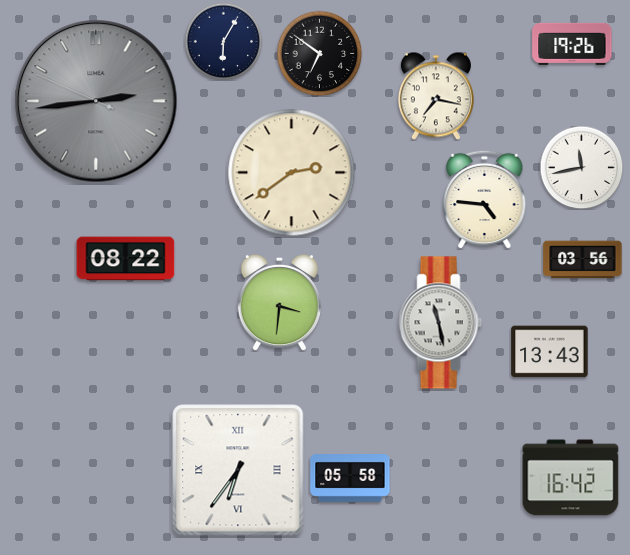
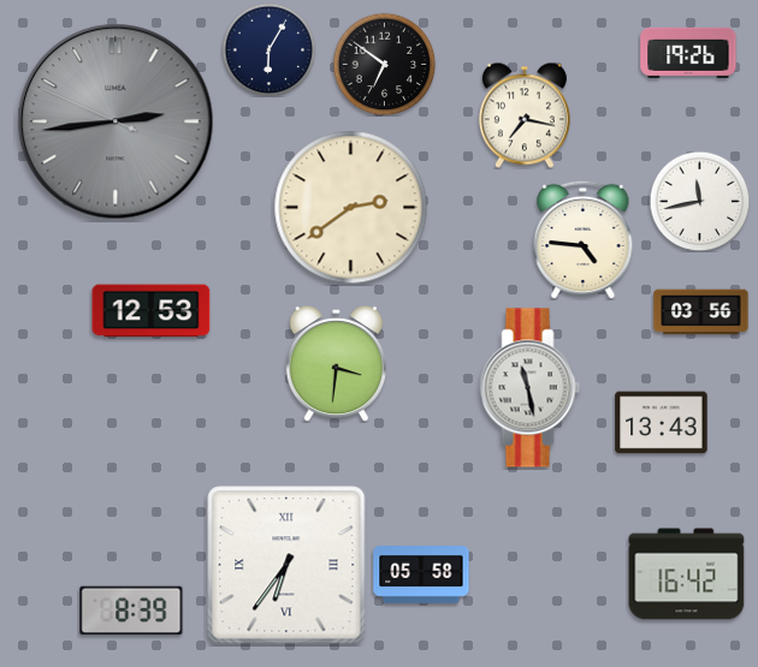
clock at (126, 259): 08:22 -> 12:53
clock at (131, 611): none -> 8:39
